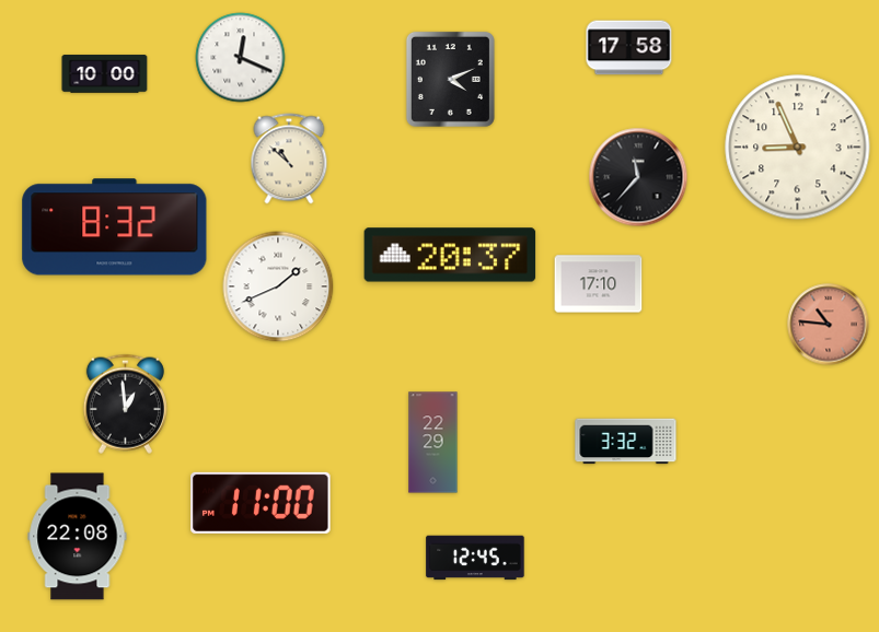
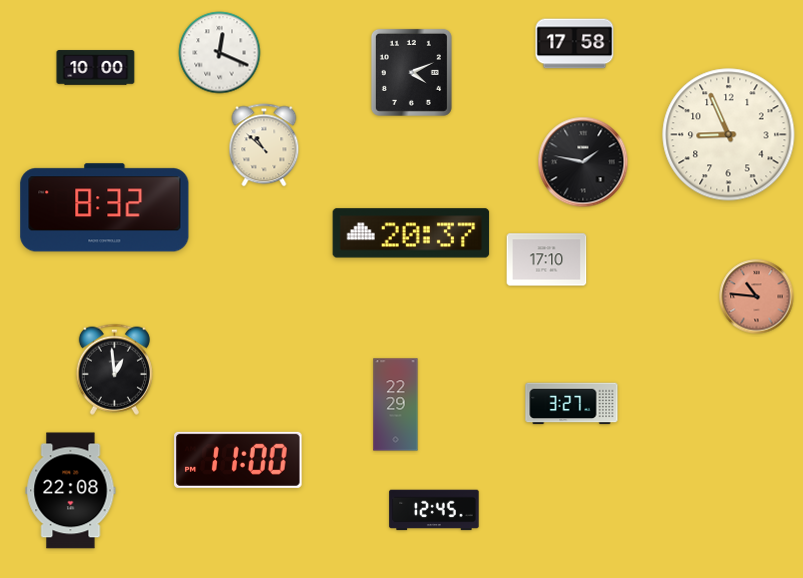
clock at (638, 177): 11:37 -> 1:47
clock at (278, 286): 1:41 -> none
clock at (626, 442): 3:32 -> 3:27
